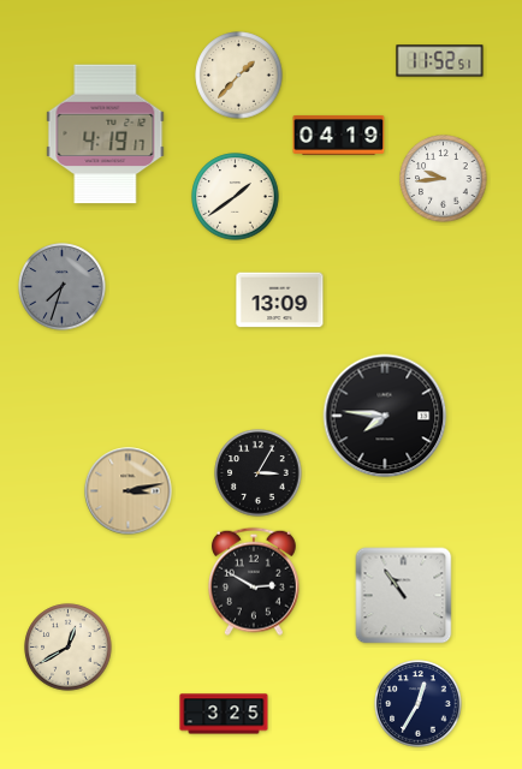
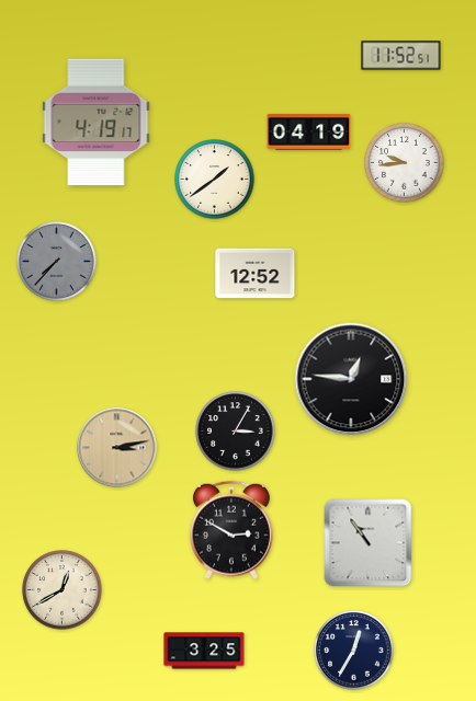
clock at (239, 76): 1:37 -> none
clock at (339, 135) position: (339, 135) -> (309, 131)
clock at (63, 287): 7:33 -> 7:37
clock at (280, 300): 13:09 -> 12:52
clock at (385, 416): 7:46 -> 12:46
clock at (419, 704) position: (419, 704) -> (354, 651)
